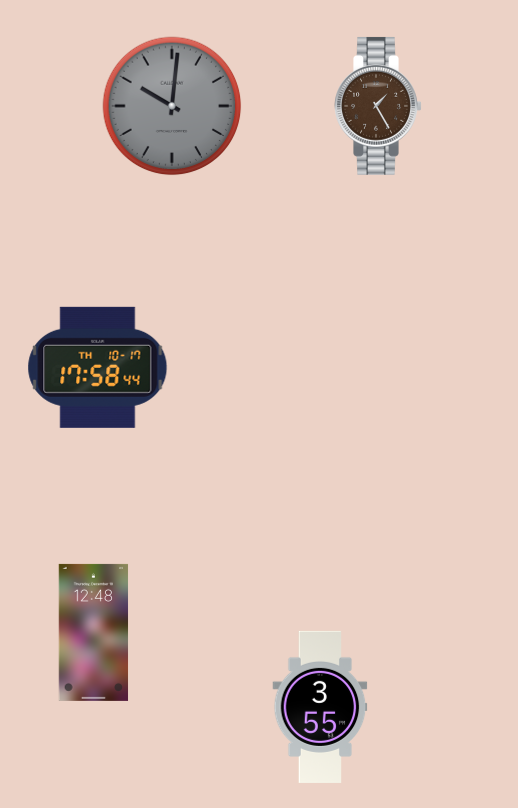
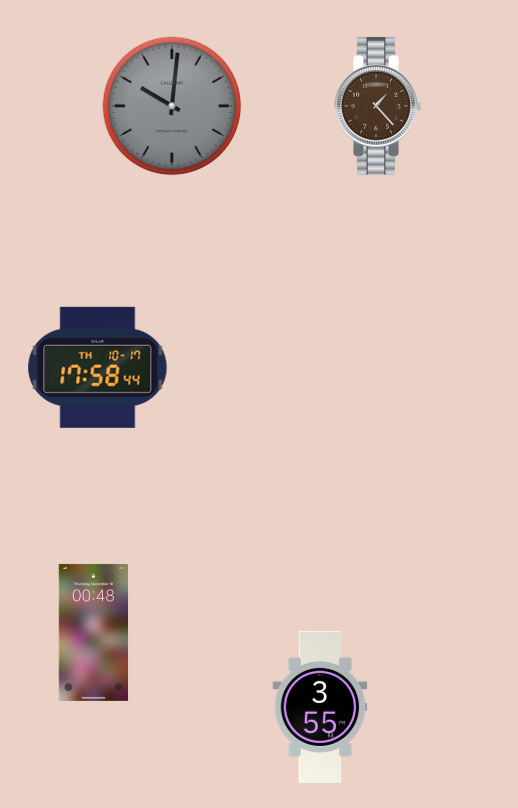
clock at (378, 106): 1:25 -> 1:23
clock at (94, 632): 12:48 -> 00:48
